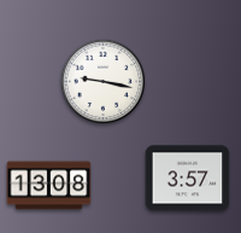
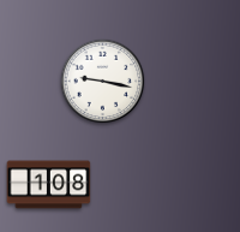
clock at (188, 179): 3:57 -> none
clock at (49, 186): 13:08 -> 1:08
